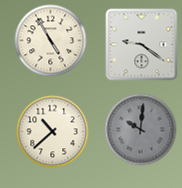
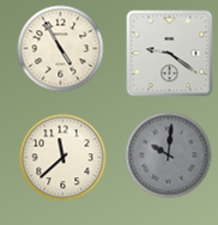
clock at (53, 132): 10:38 -> 11:38
